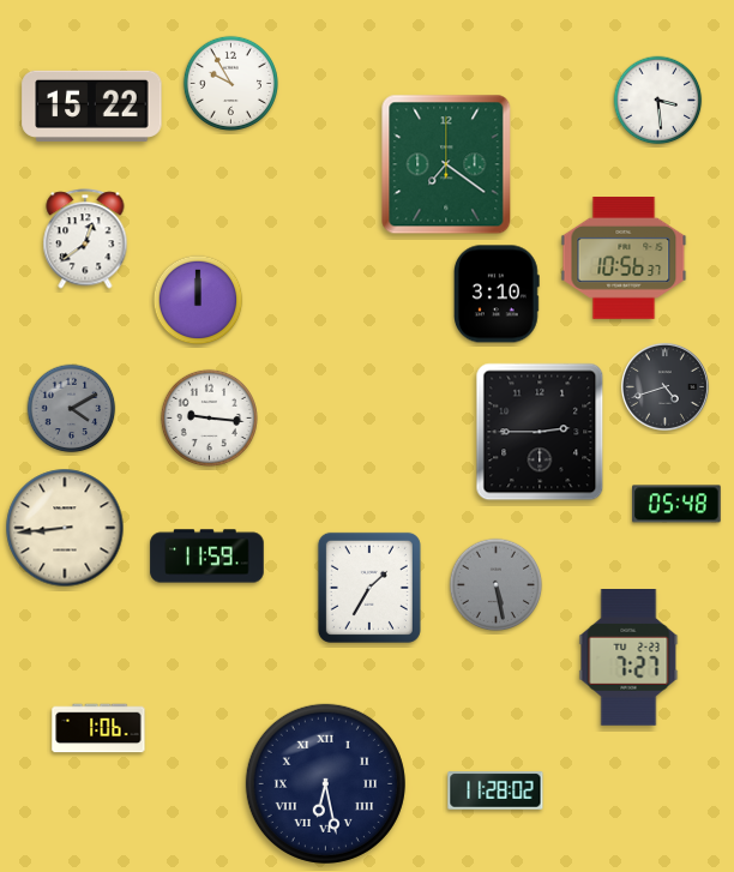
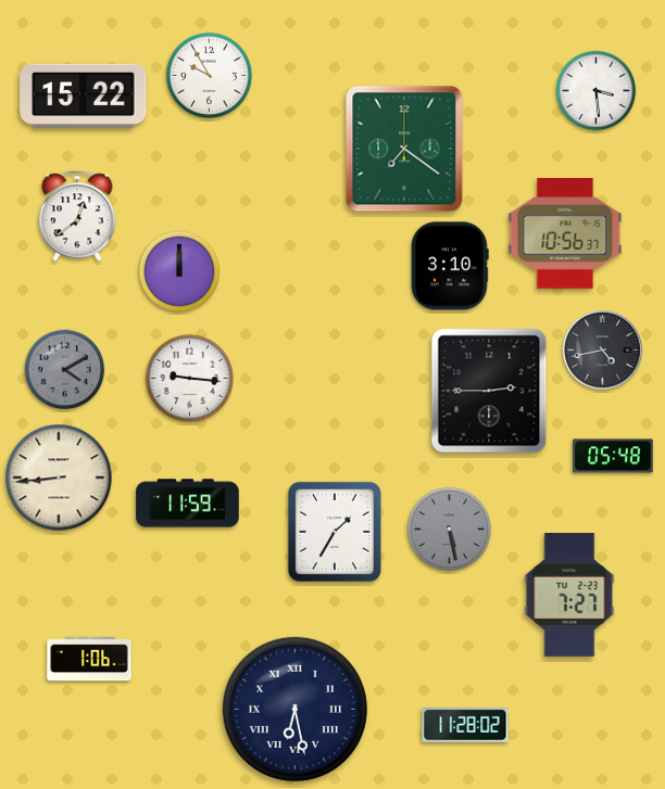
clock at (664, 386): 4:42 -> 4:43
clock at (495, 790) position: (495, 790) -> (465, 725)
